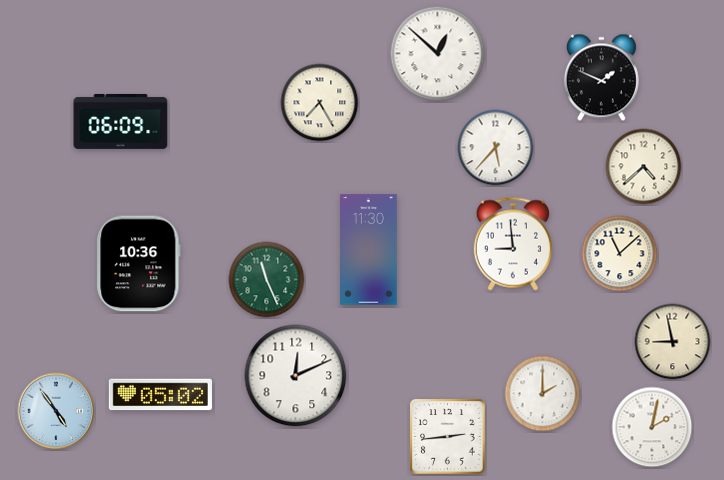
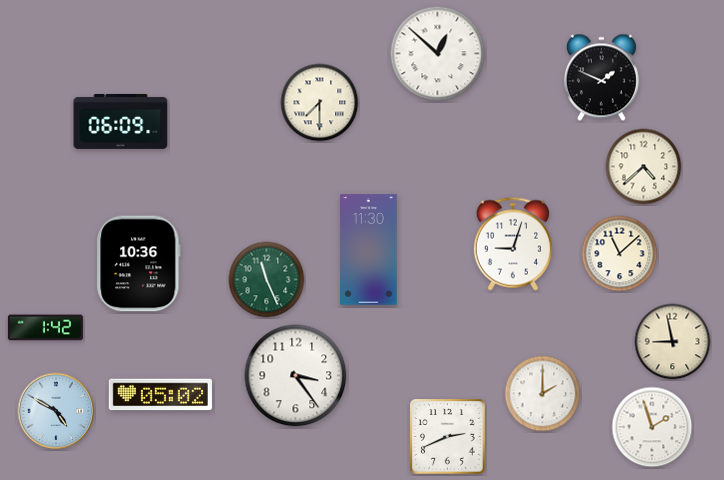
clock at (320, 103): 7:25 -> 7:30
clock at (496, 148): 5:37 -> none
clock at (513, 244): 8:59 -> 9:03
clock at (45, 328): none -> 1:42
clock at (296, 376): 12:11 -> 3:24
clock at (56, 411): 4:54 -> 4:50
clock at (652, 427): 2:02 -> 1:57
clock at (448, 437): 2:44 -> 2:41
